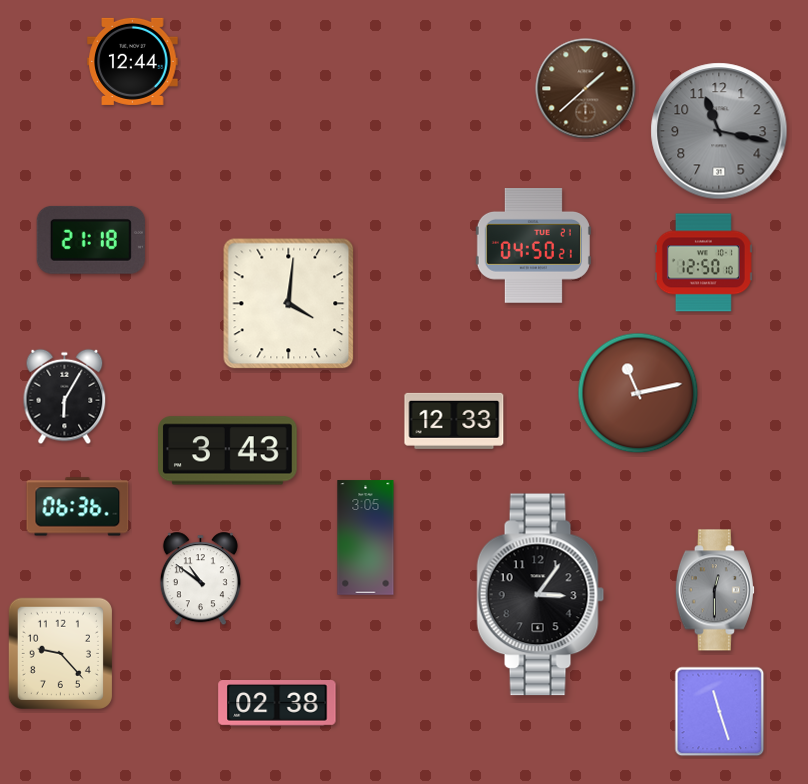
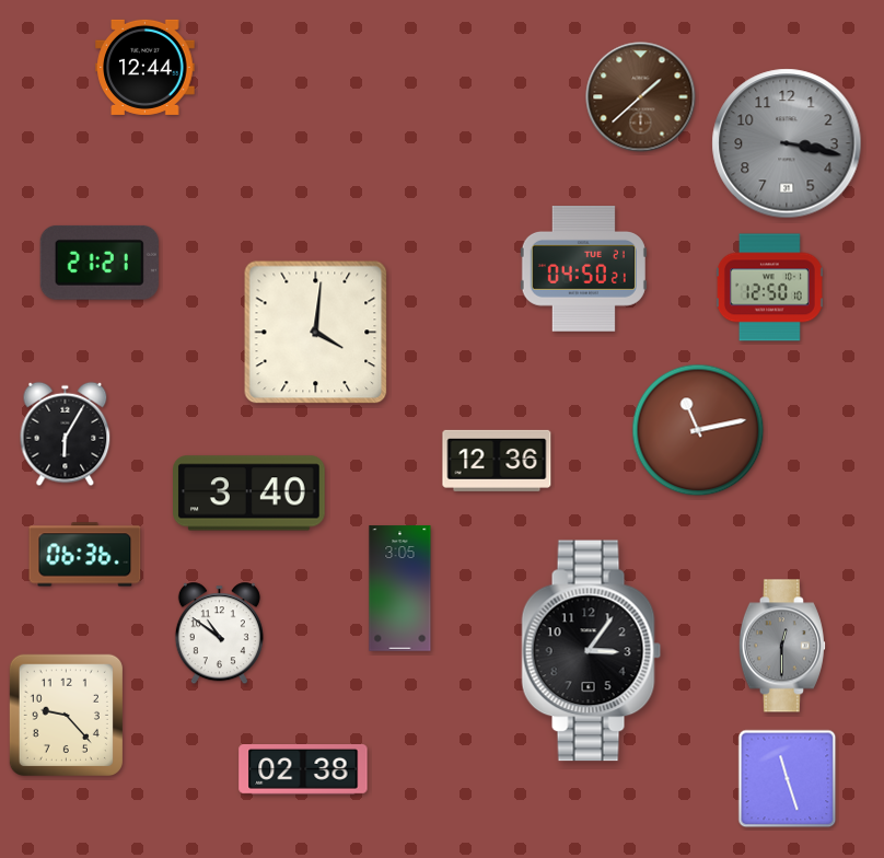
clock at (719, 131): 11:17 -> 3:17
clock at (91, 240): 21:18 -> 21:21
clock at (65, 397) position: (65, 397) -> (66, 434)
clock at (454, 421): 12:33 -> 12:36
clock at (228, 451): 3:43 -> 3:40
